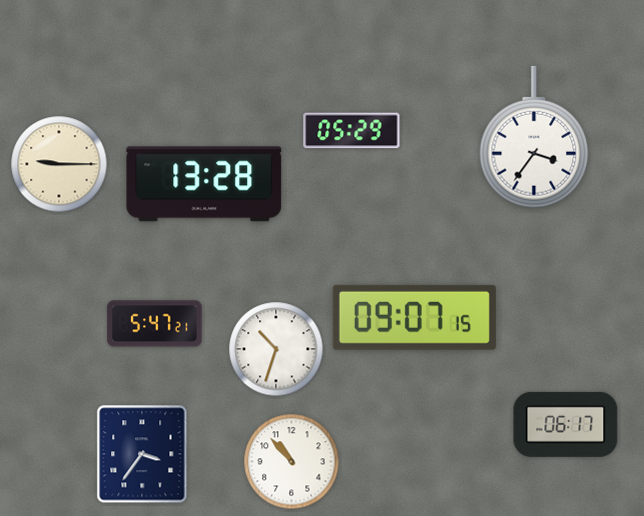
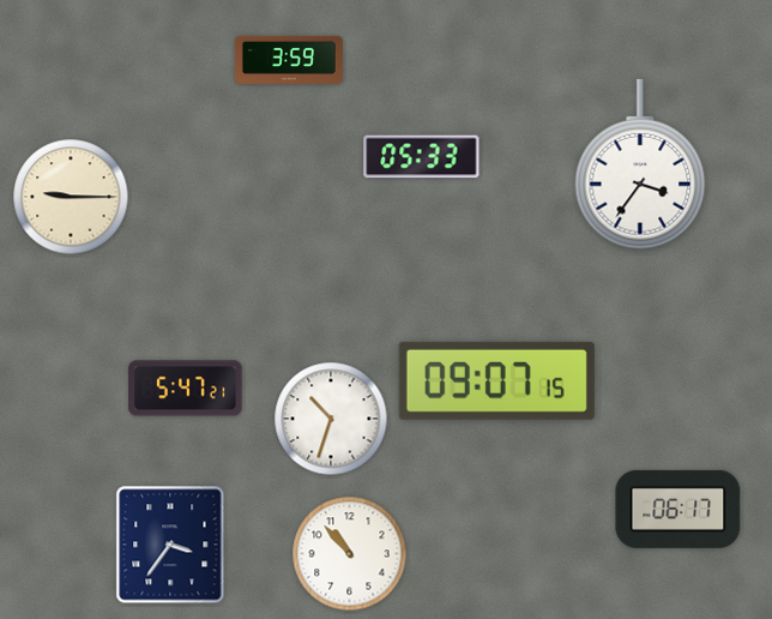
clock at (289, 60): none -> 3:59
clock at (352, 131): 05:29 -> 05:33
clock at (204, 184): 13:28 -> none
